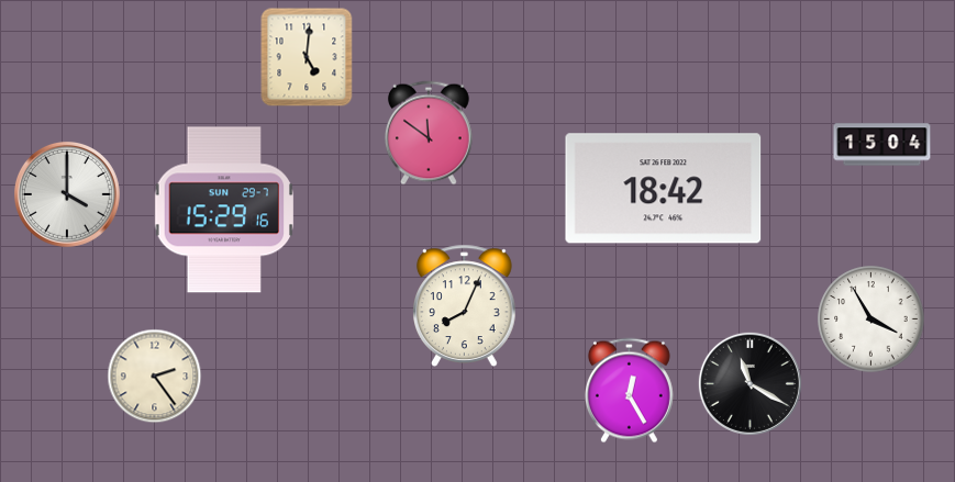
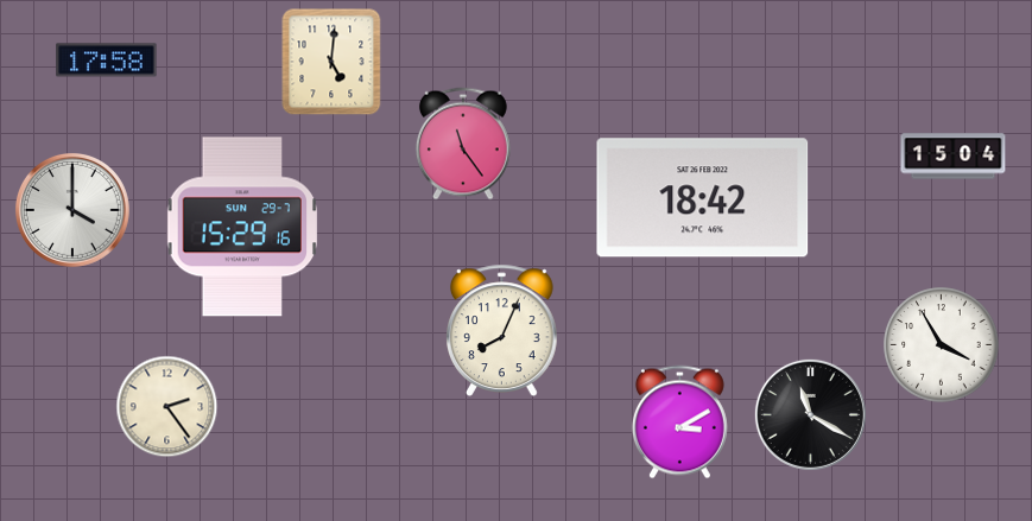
clock at (107, 61): none -> 17:58
clock at (429, 133): 11:51 -> 11:24
clock at (664, 189) position: (664, 189) -> (703, 198)
clock at (629, 391): 12:25 -> 3:10
